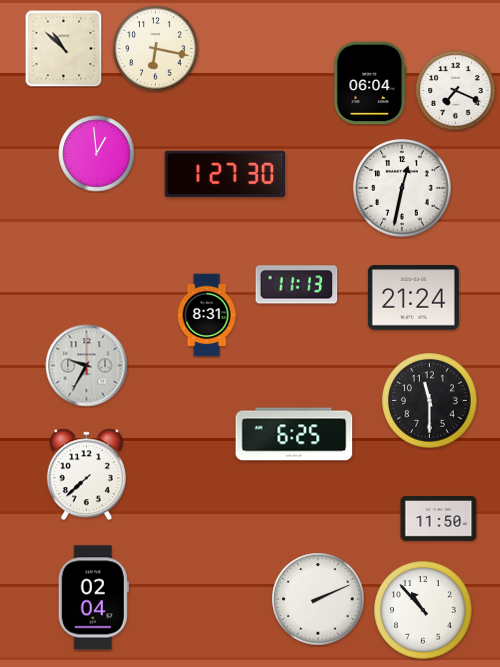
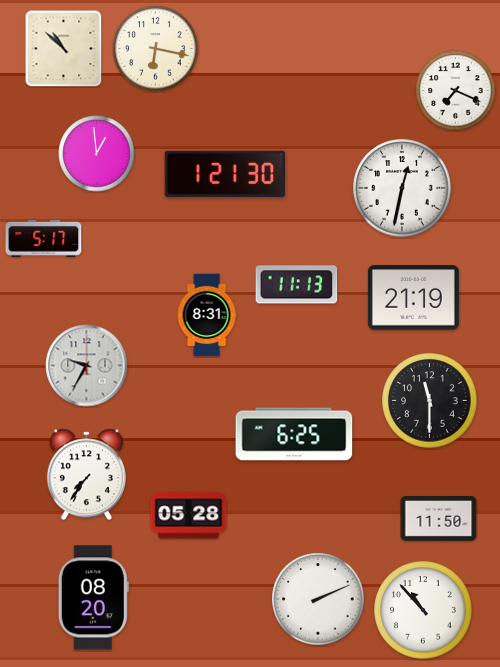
clock at (370, 83): 06:04 -> none
clock at (225, 173): 1:27 -> 1:21
clock at (44, 238): none -> 5:17
clock at (413, 298): 21:24 -> 21:19
clock at (86, 475): 7:38 -> 7:36
clock at (189, 516): none -> 05:28
clock at (93, 598): 02:04 -> 08:20
